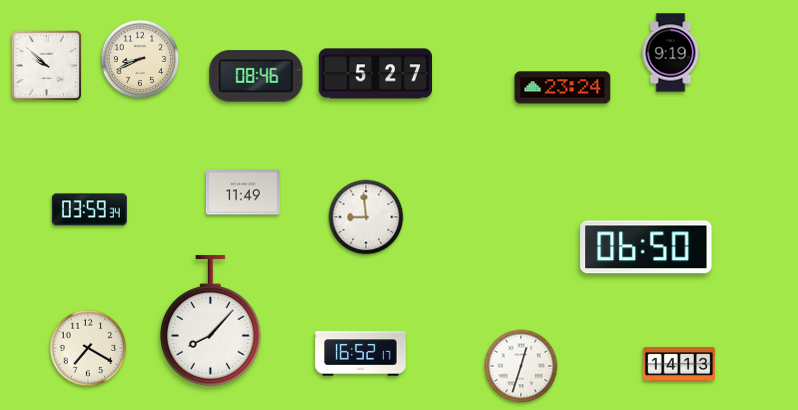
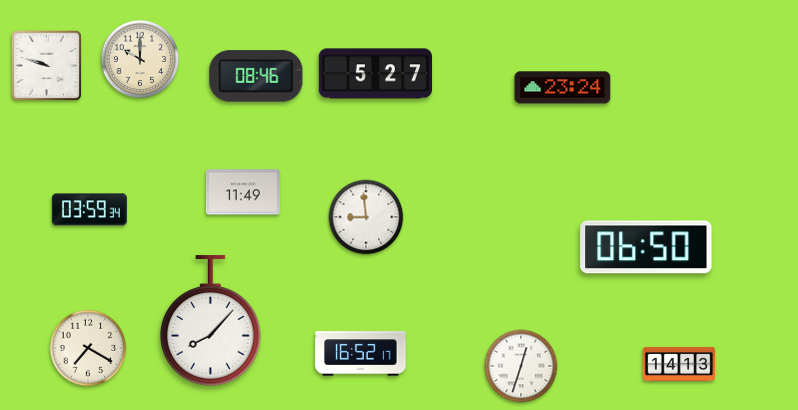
clock at (671, 53): 9:19 -> none
clock at (140, 59): 8:41 -> 10:00
clock at (47, 66): 9:52 -> 9:48
